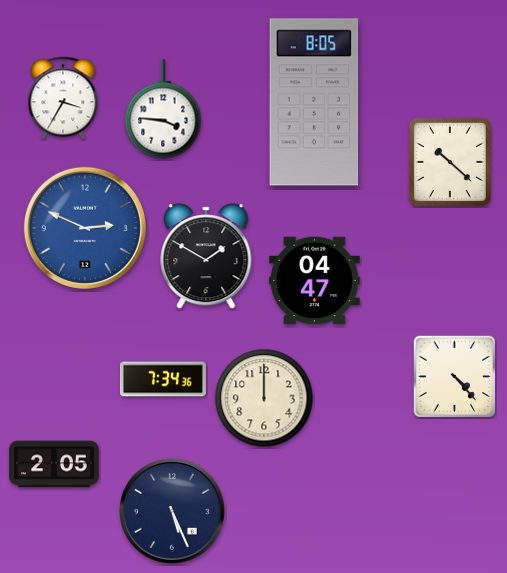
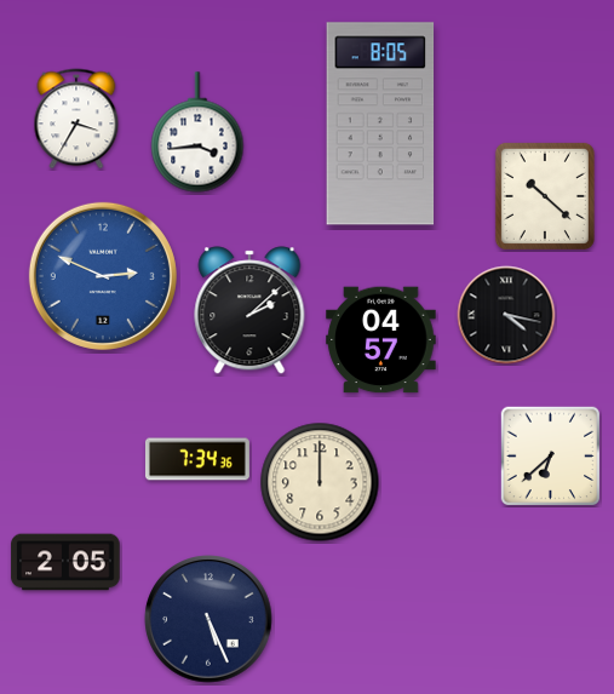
clock at (163, 109): 3:46 -> 3:44
clock at (206, 256): 1:50 -> 2:08
clock at (506, 315): none -> 4:17
clock at (315, 281): 04:47 -> 04:57
clock at (455, 377): 4:23 -> 6:38
